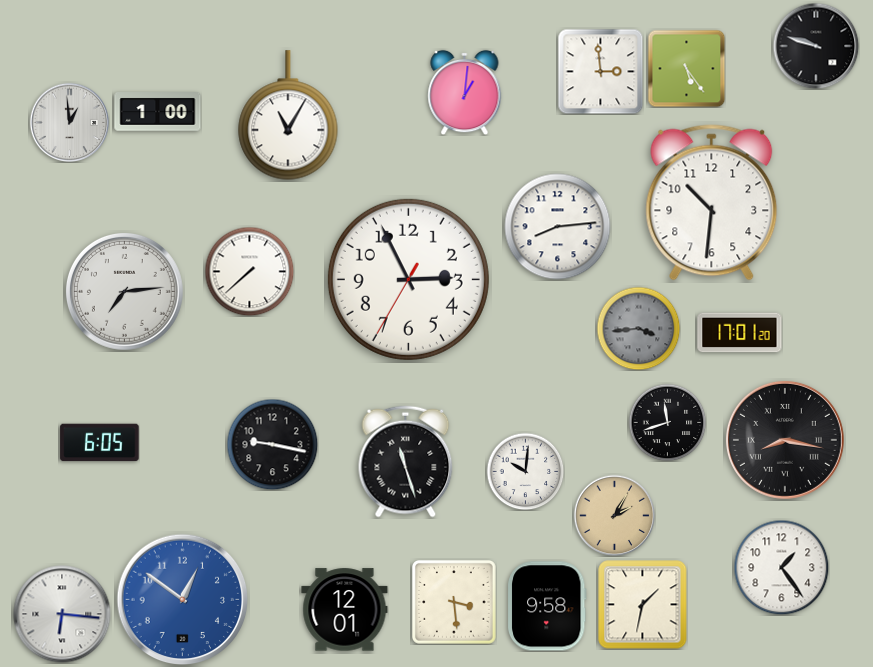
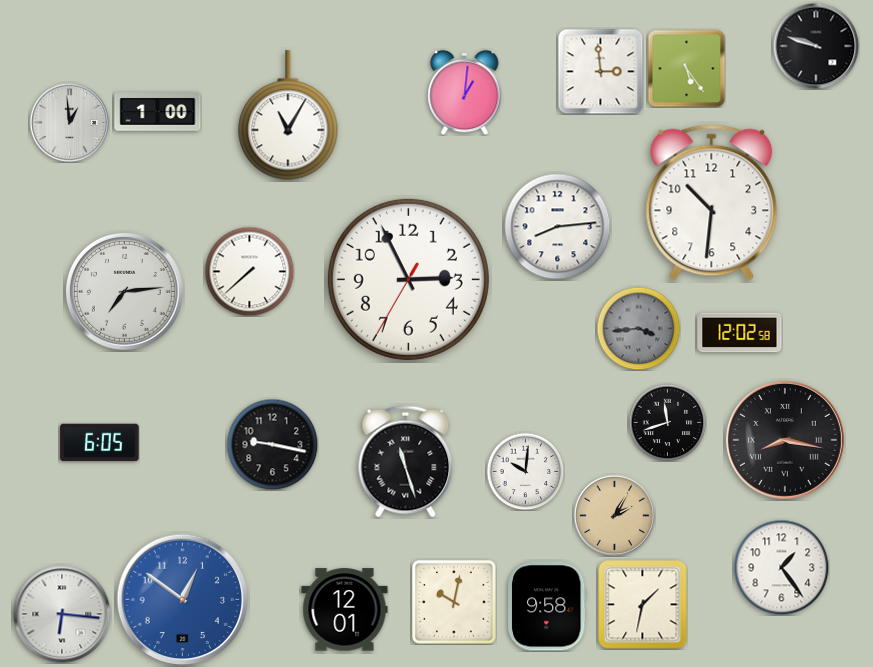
clock at (740, 333): 17:01 -> 12:02
clock at (455, 603): 3:29 -> 10:02
